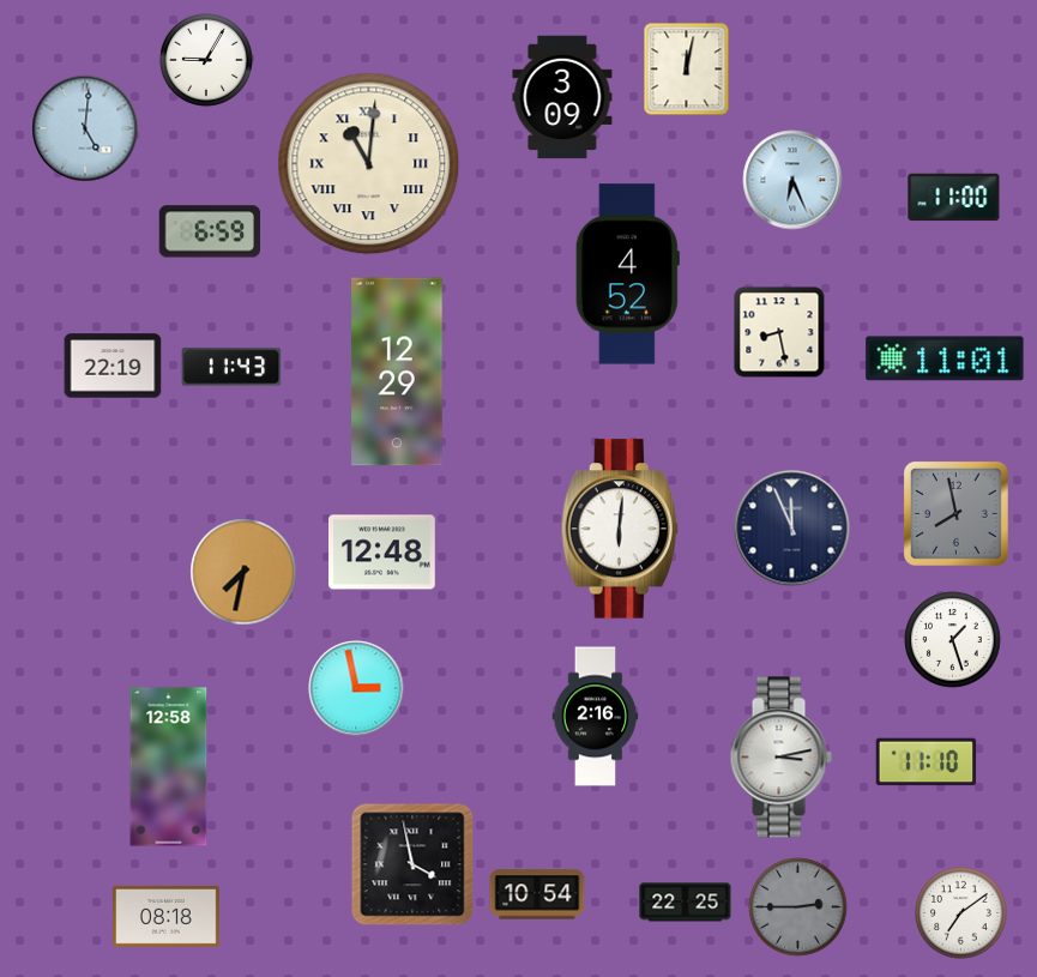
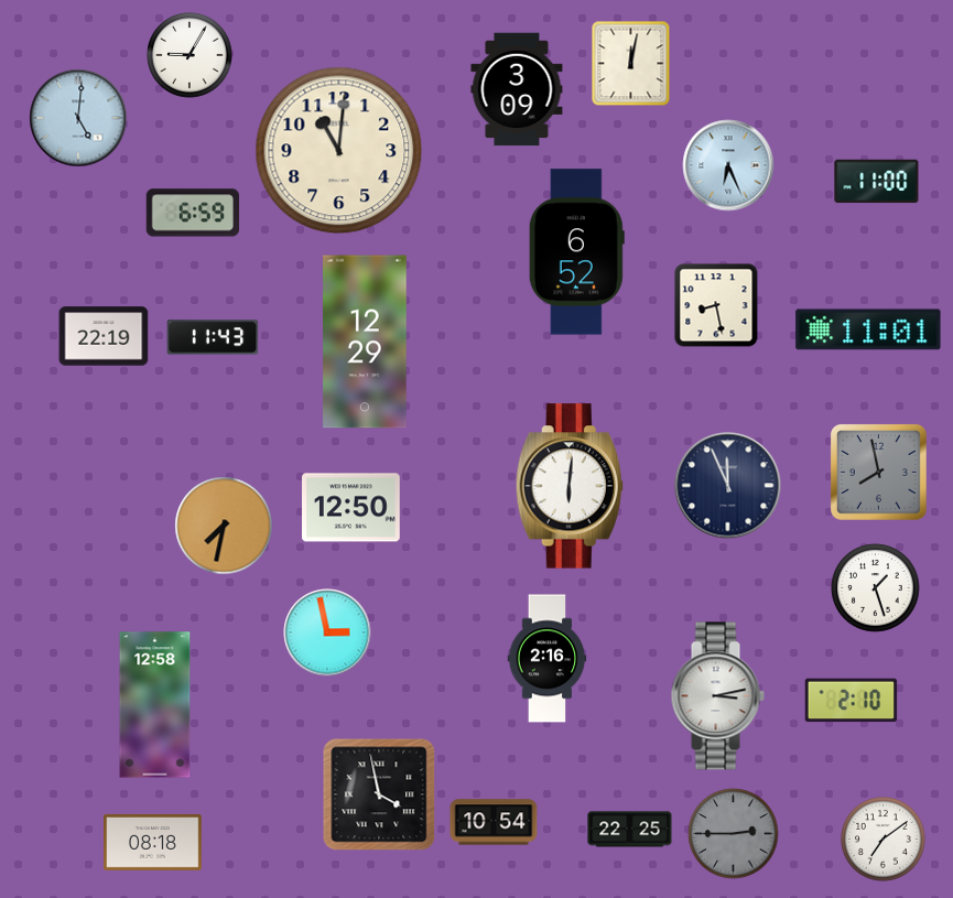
clock at (369, 164) numerals: Roman -> Arabic
clock at (627, 275): 4:52 -> 6:52
clock at (382, 553): 12:48 -> 12:50
clock at (927, 762): 11:10 -> 2:10
